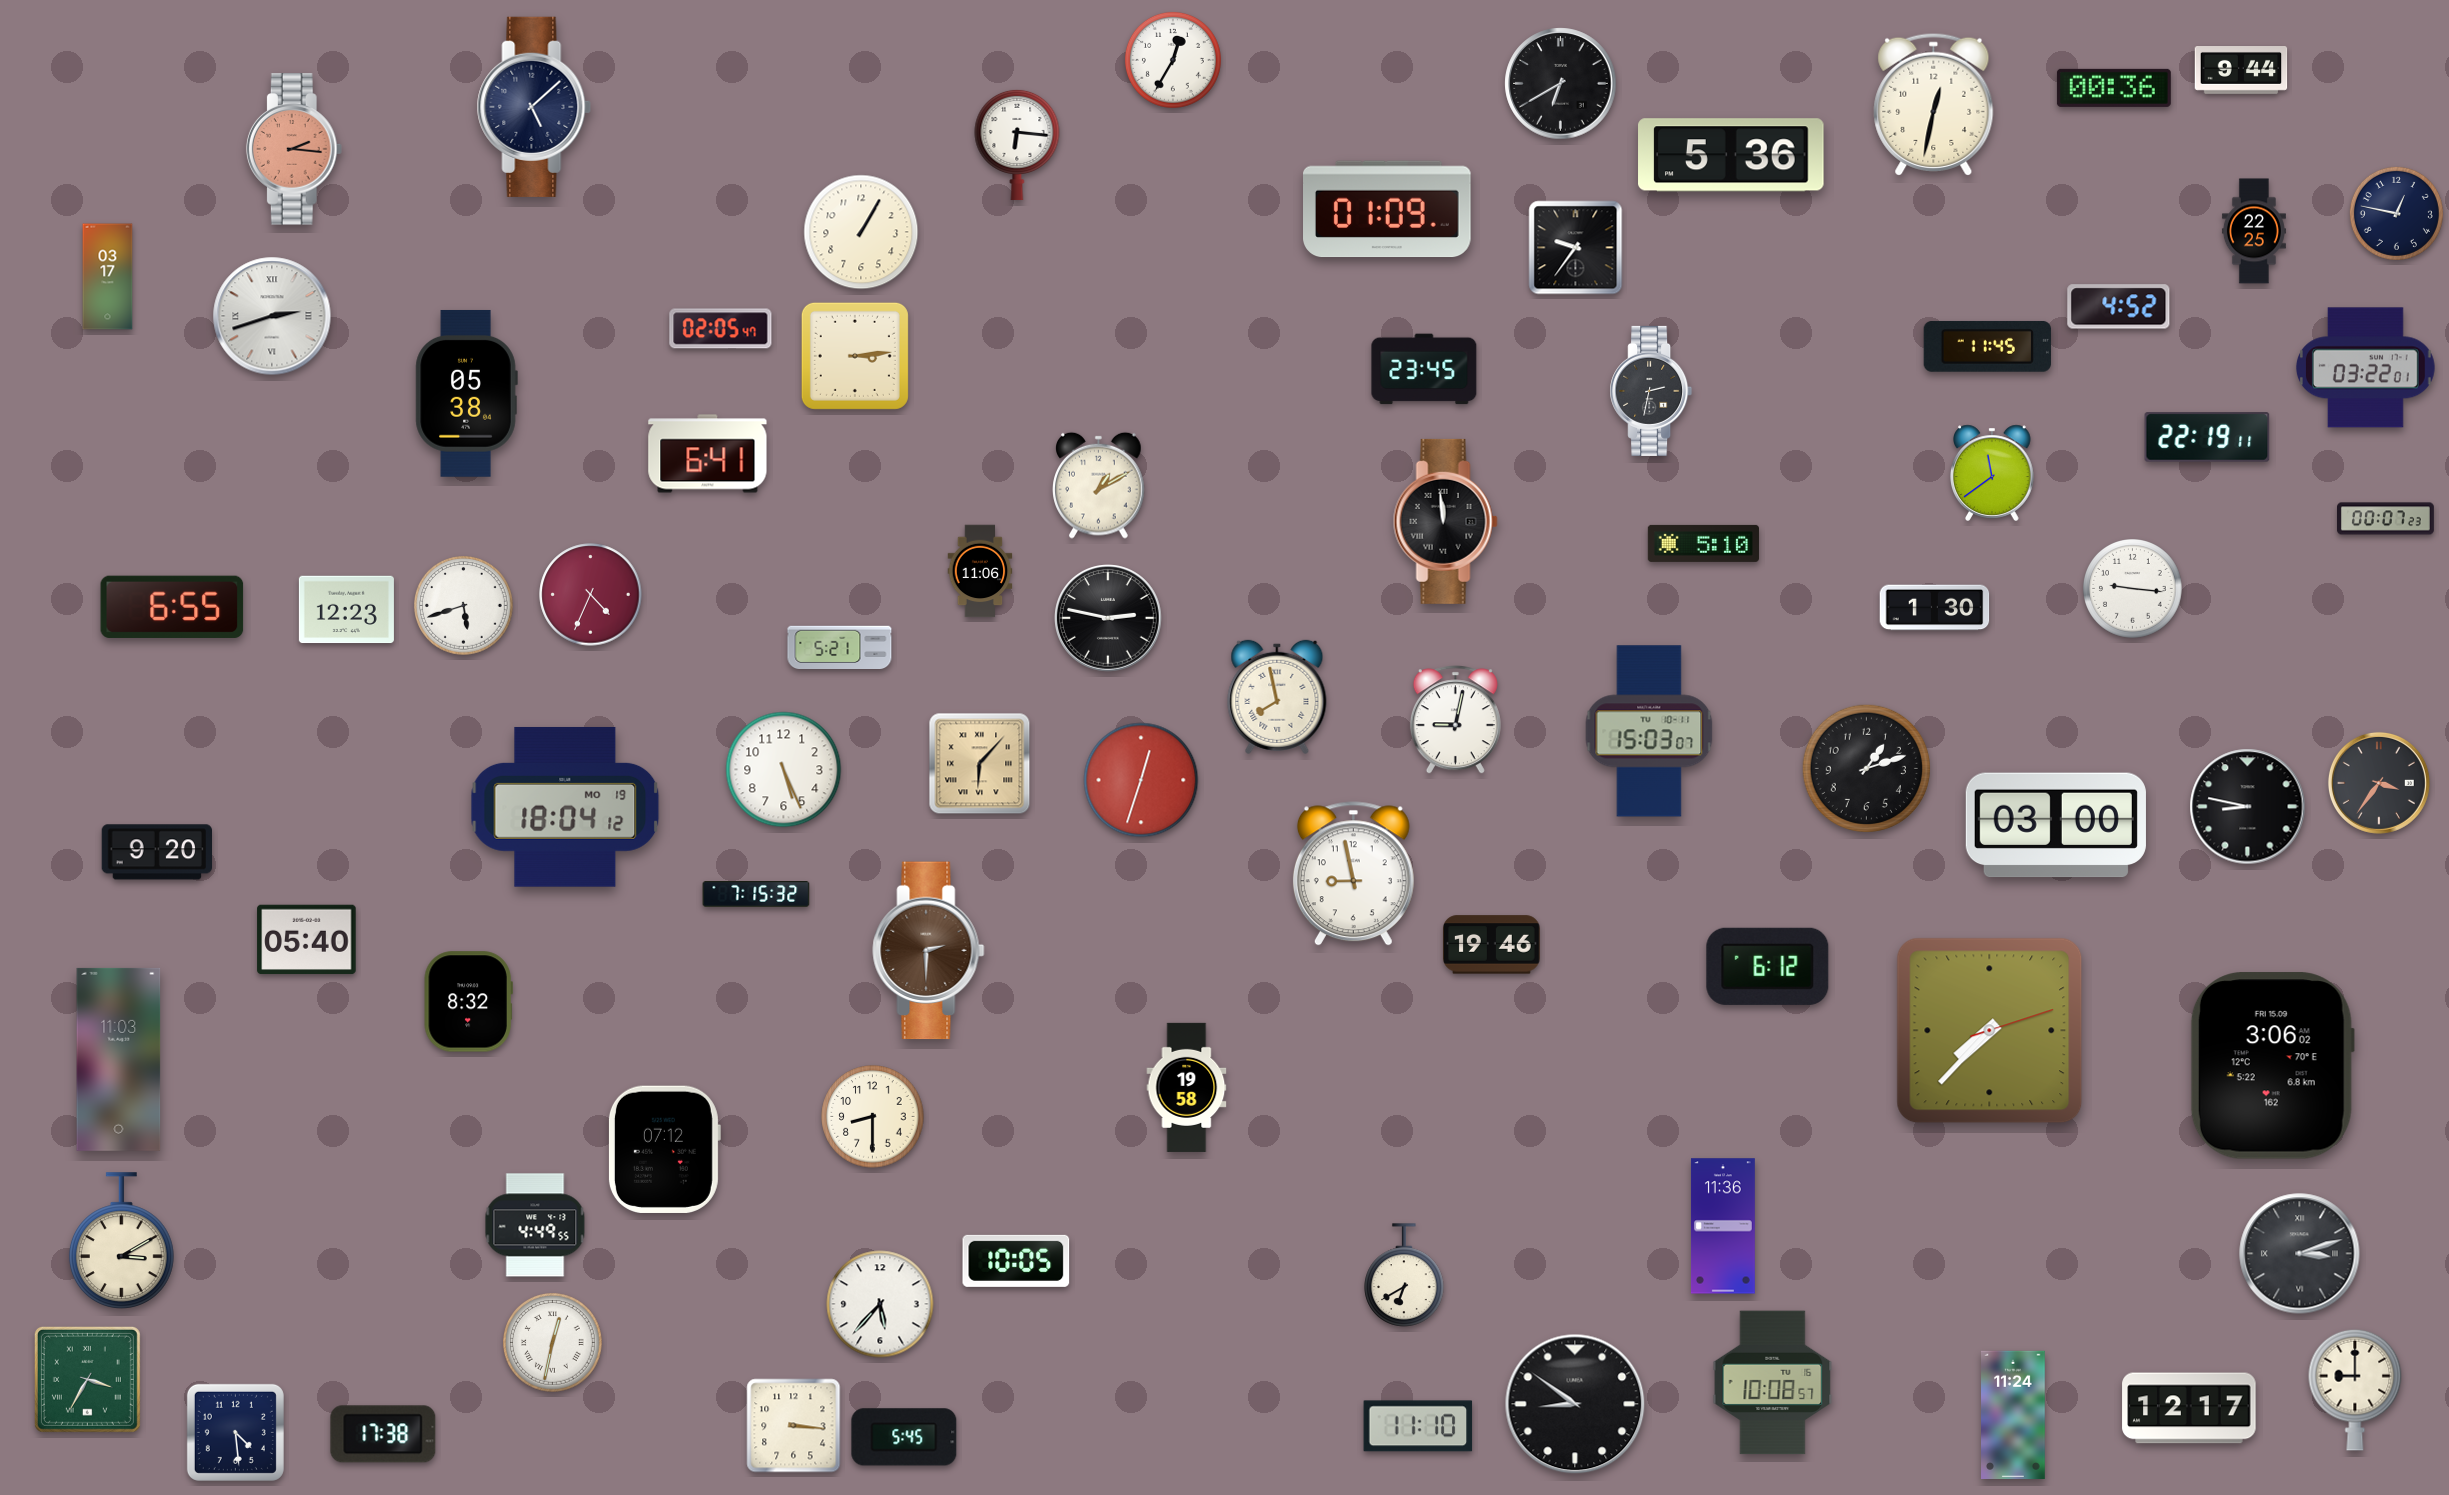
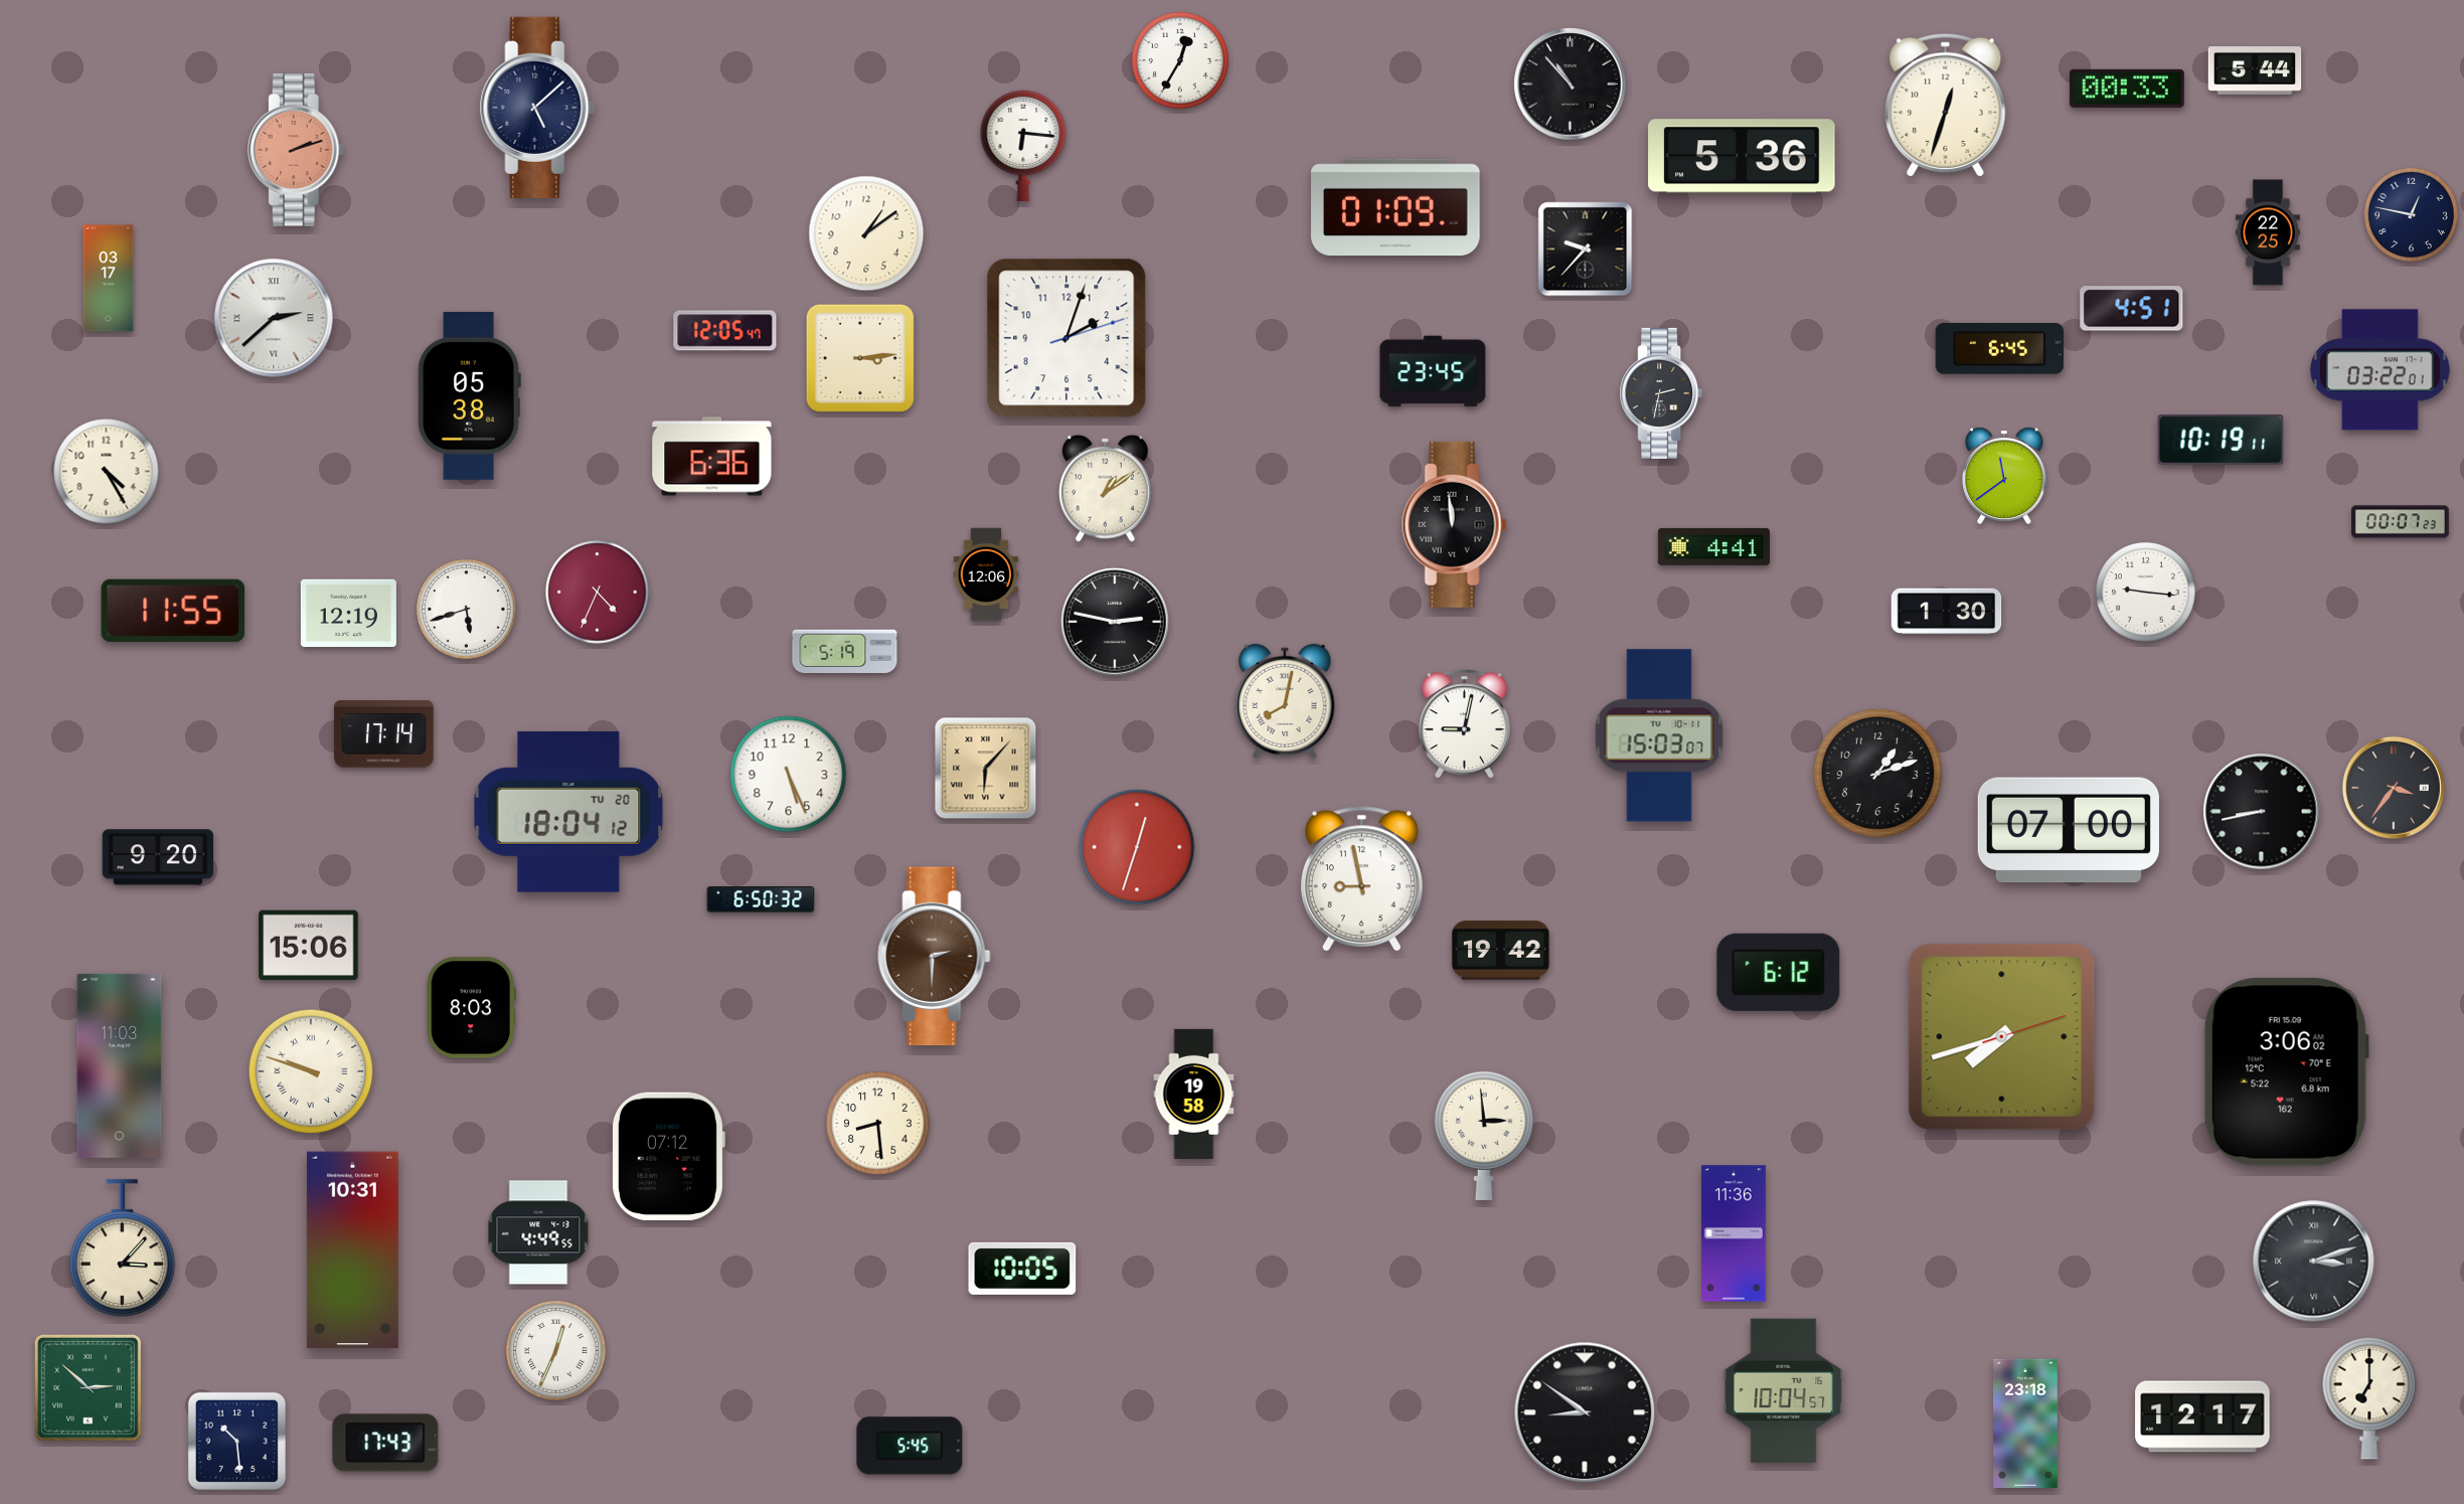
clock at (2241, 71): 9:44 -> 5:44
clock at (1561, 84): 6:40 -> 10:53
clock at (2114, 88): 00:36 -> 00:33
clock at (1934, 104): 12:32 -> 12:33
clock at (294, 149): 2:16 -> 2:12
clock at (1388, 209) position: (1388, 209) -> (1397, 207)
clock at (861, 232): 1:05 -> 1:09
clock at (1576, 248): 9:36 -> 9:37
clock at (2119, 307): 4:52 -> 4:51
clock at (272, 316): 2:42 -> 2:38
clock at (721, 329): 02:05 -> 12:05
clock at (1066, 338): none -> 2:03
clock at (1987, 346): 11:45 -> 6:45
clock at (2207, 437): 22:19 -> 10:19
clock at (708, 454): 6:41 -> 6:36
clock at (107, 472): none -> 4:25
clock at (1099, 485): 1:10 -> 1:09
clock at (1703, 543): 5:10 -> 4:41
clock at (980, 571): 11:06 -> 12:06
clock at (591, 595) position: (591, 595) -> (598, 593)
clock at (172, 606): 6:55 -> 11:55
clock at (346, 610): 12:23 -> 12:19
clock at (840, 647): 5:21 -> 5:19
clock at (1277, 697): 7:58 -> 8:02
clock at (384, 734): none -> 17:14
clock at (1141, 780) position: (1141, 780) -> (1137, 847)
clock at (565, 807) date: MO 19 -> TU 20
clock at (2248, 807): 8:47 -> 8:43
clock at (2056, 825): 03:00 -> 07:00
clock at (756, 895): 7:15 -> 6:50
clock at (307, 940): 05:40 -> 15:06
clock at (1491, 945): 19:46 -> 19:42
clock at (468, 1002): 8:32 -> 8:03
clock at (1990, 1031): 7:37 -> 7:42
clock at (311, 1071): none -> 9:48
clock at (873, 1117): 8:30 -> 8:29
clock at (1484, 1135): none -> 2:59
clock at (121, 1241): 3:10 -> 3:07
clock at (352, 1250): none -> 10:31
clock at (1404, 1275): 6:40 -> none
clock at (880, 1304): 5:37 -> none
clock at (553, 1343): 12:32 -> 12:34
clock at (87, 1379): 3:35 -> 2:52
clock at (1773, 1383): 10:08 -> 10:04
clock at (2355, 1390): 9:00 -> 7:00
clock at (2014, 1414): 11:24 -> 23:18
clock at (794, 1426): 3:16 -> none
clock at (1418, 1426): 11:10 -> none
clock at (235, 1432): 4:29 -> 10:29
clock at (383, 1434): 17:38 -> 17:43
